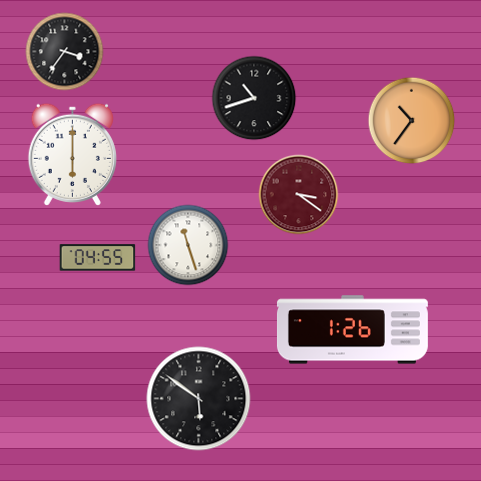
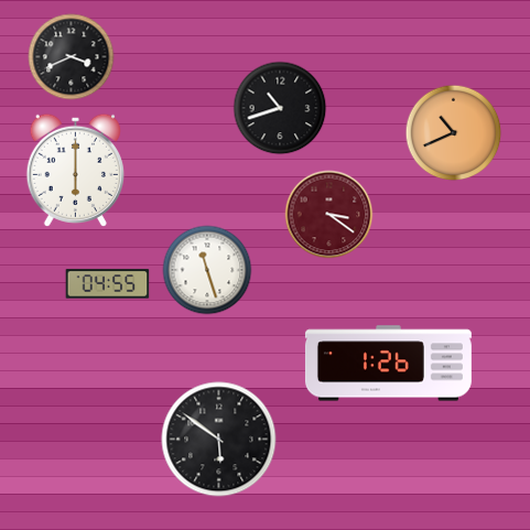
clock at (65, 52): 3:36 -> 3:41
clock at (412, 121): 10:36 -> 10:41
clock at (72, 154) position: (72, 154) -> (75, 170)
